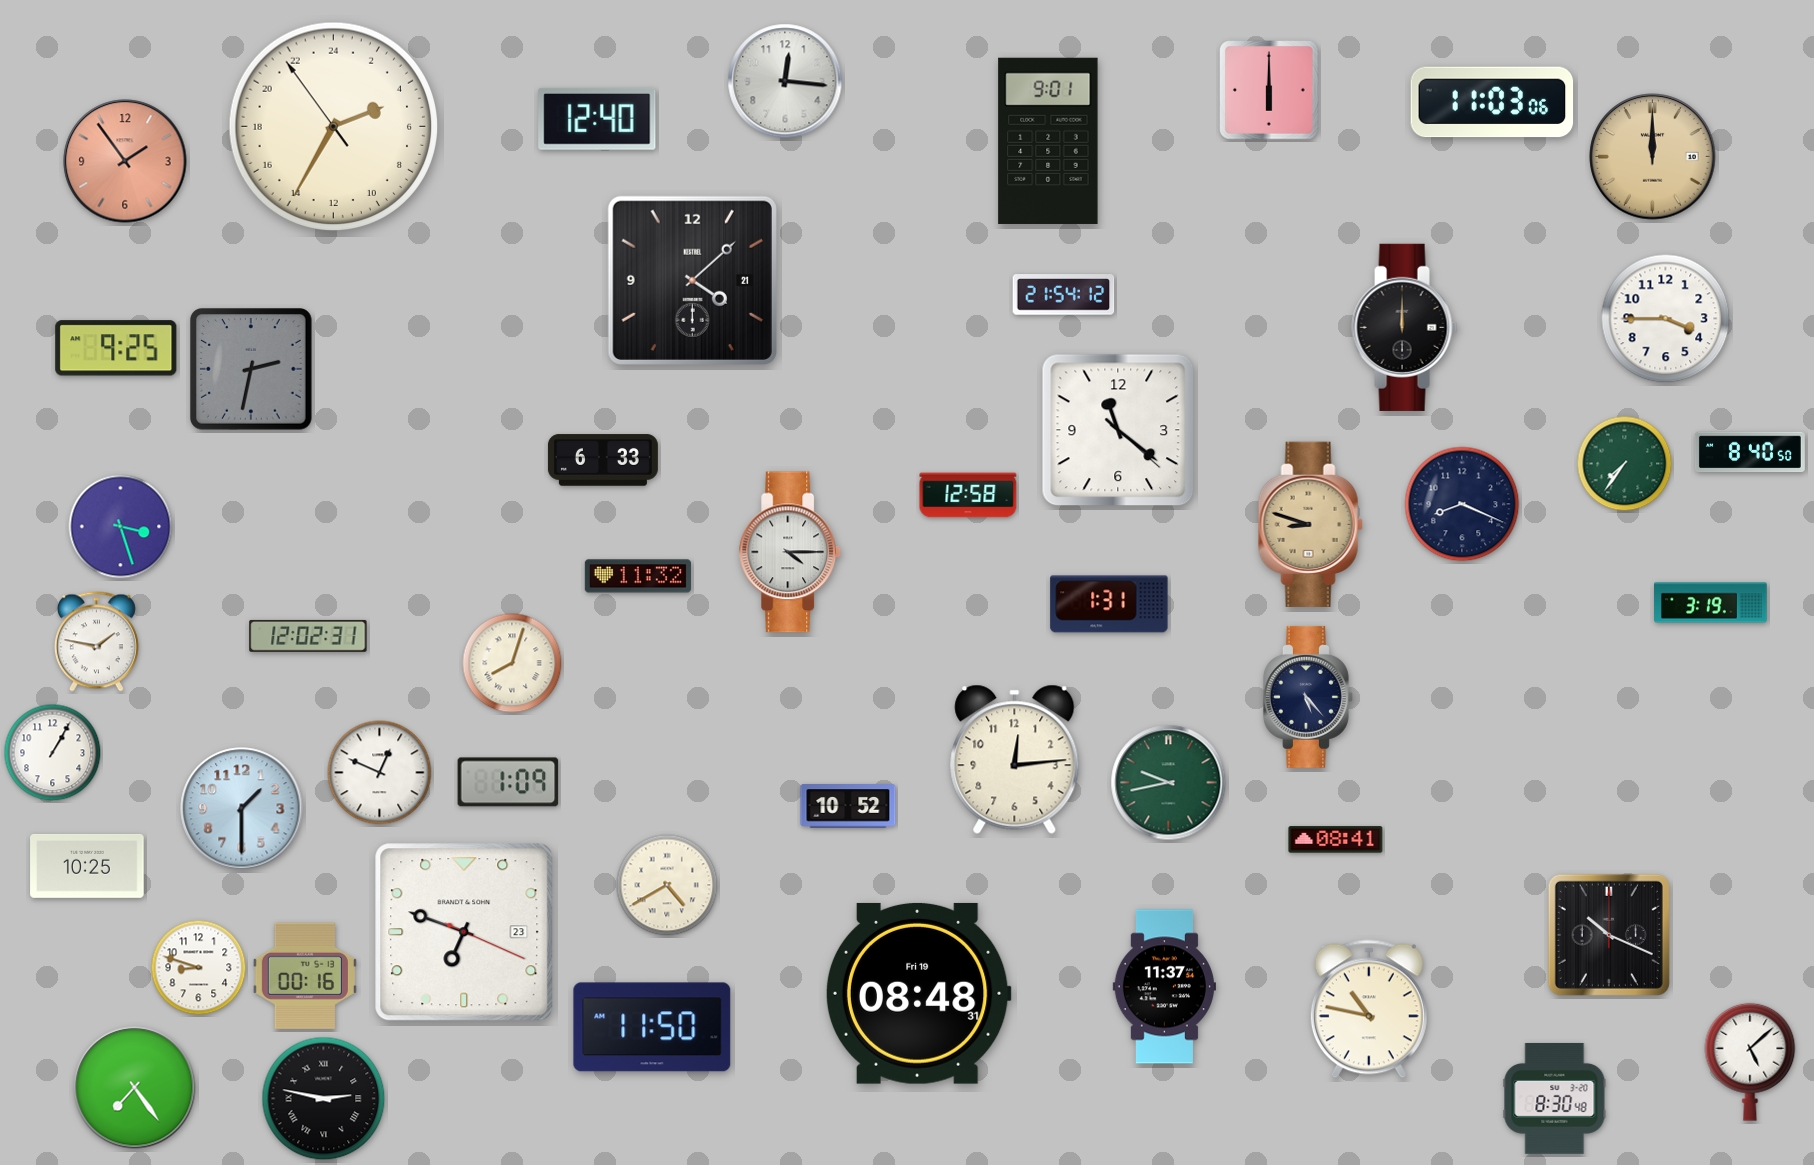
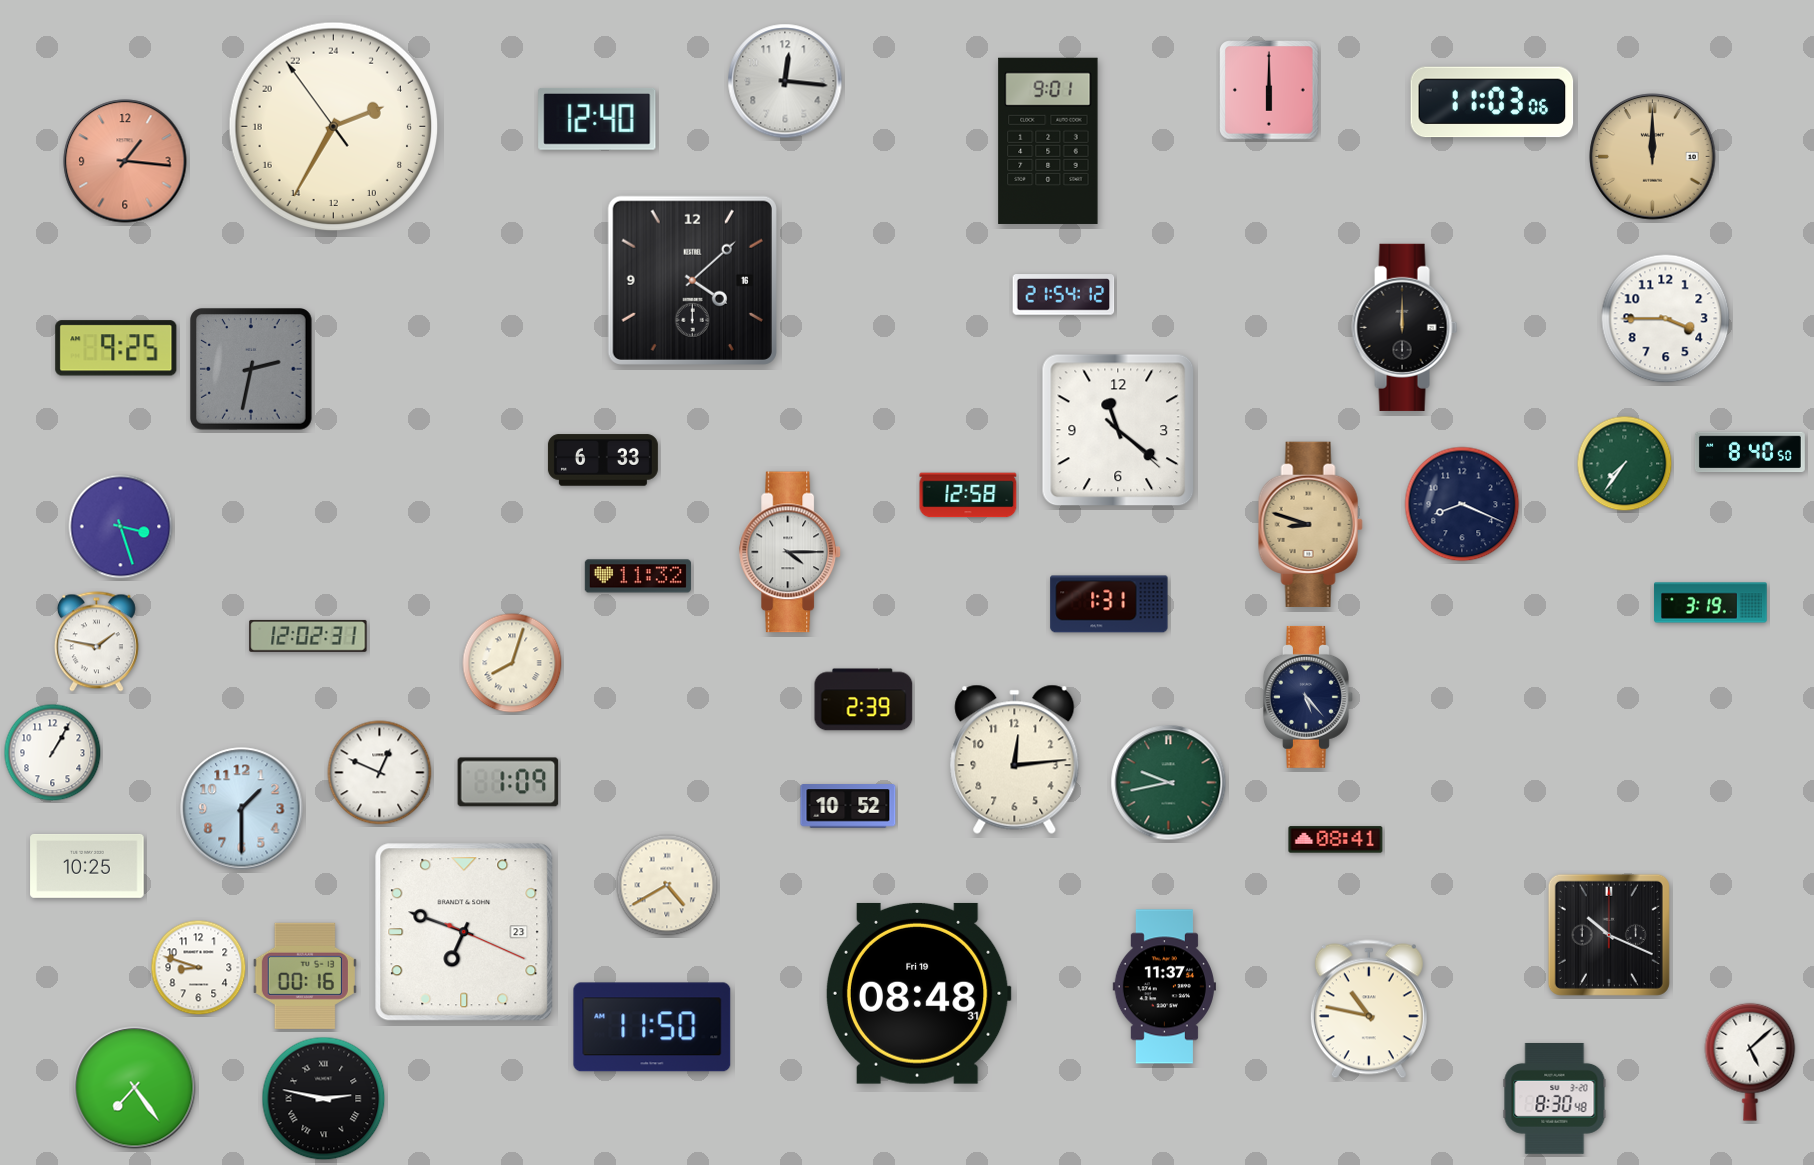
clock at (125, 161): 1:54 -> 1:16
clock at (692, 280) date: 21 -> 16
clock at (864, 700): none -> 2:39
